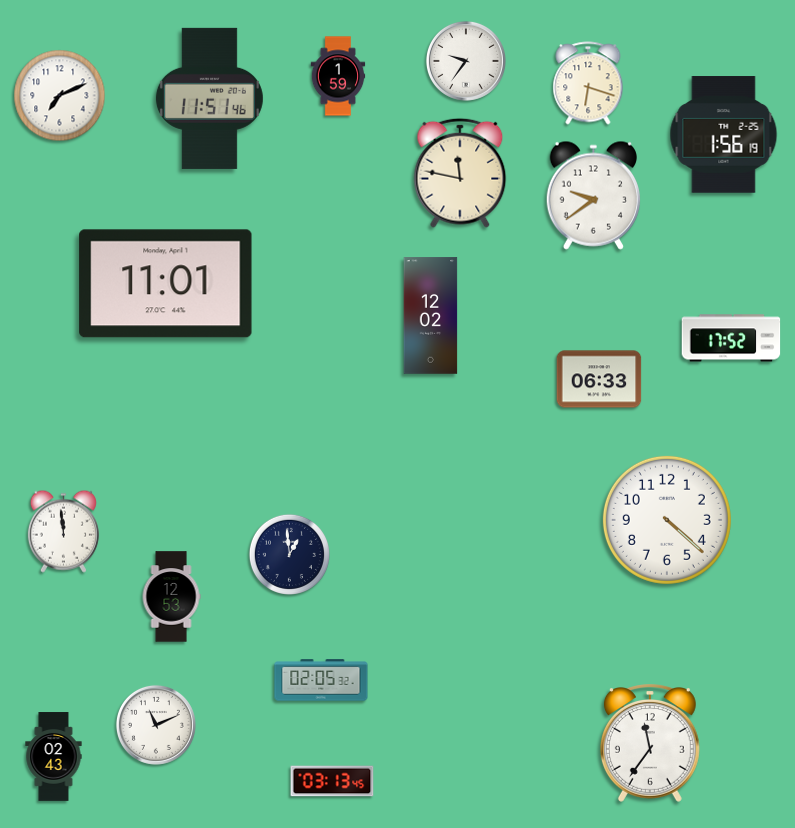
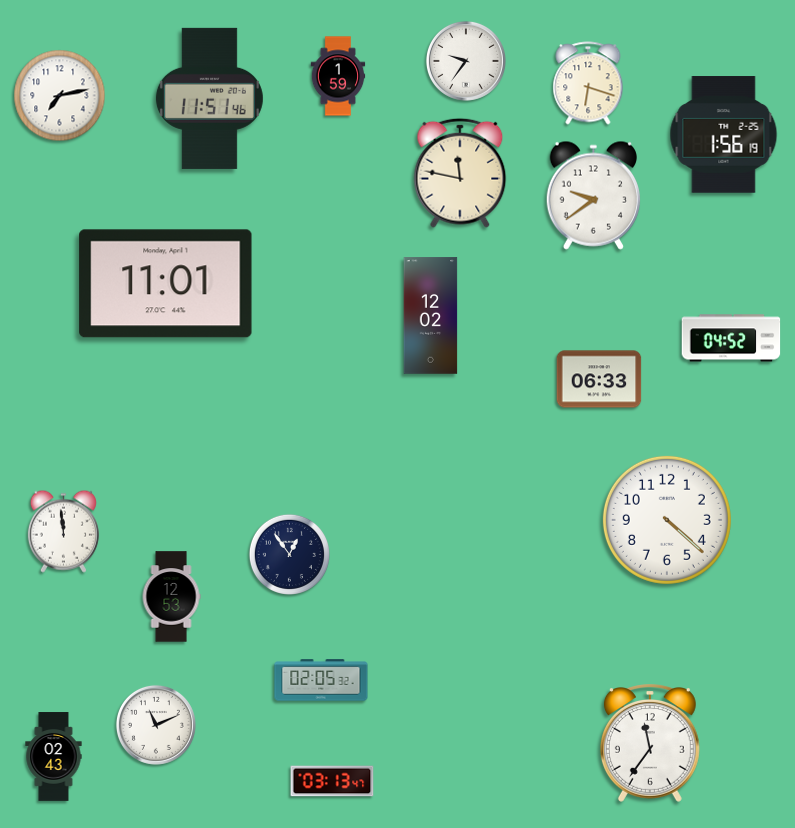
clock at (60, 96): 7:11 -> 7:13
clock at (731, 338): 17:52 -> 04:52
clock at (289, 554): 12:59 -> 12:54
clock at (332, 781): 03:13:45 -> 03:13:47
